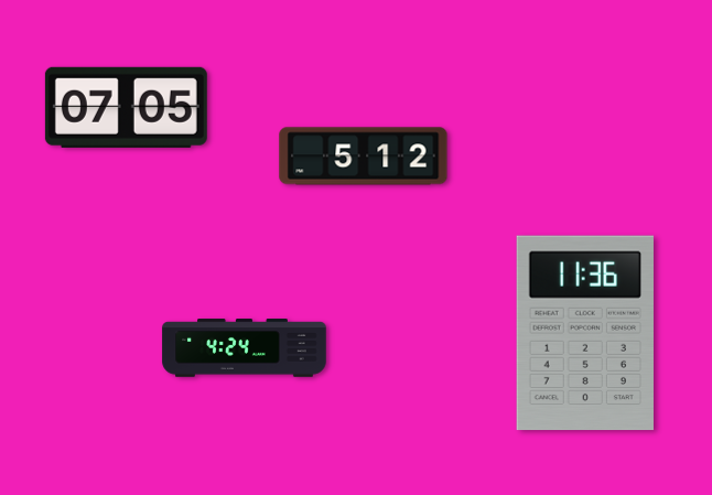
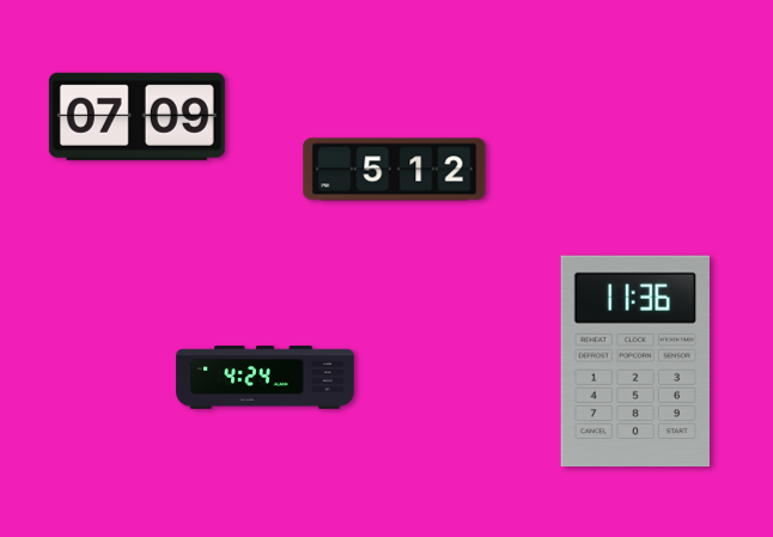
clock at (126, 107): 07:05 -> 07:09
